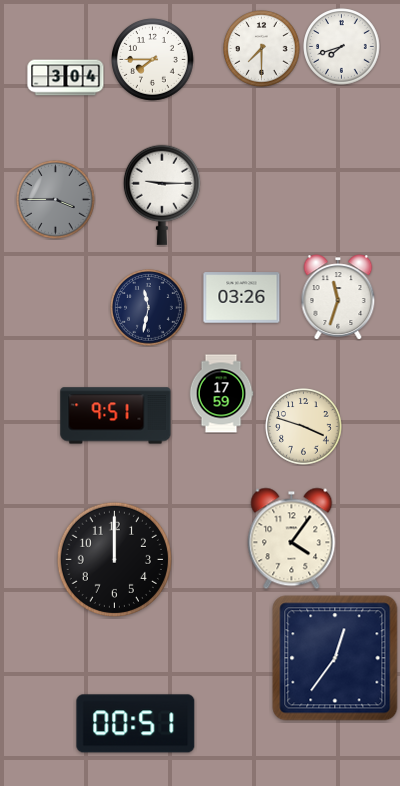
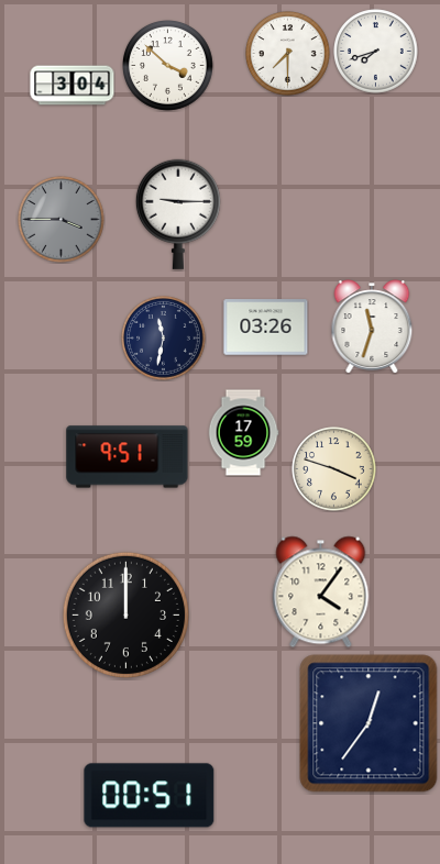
clock at (153, 60): 7:45 -> 3:52
